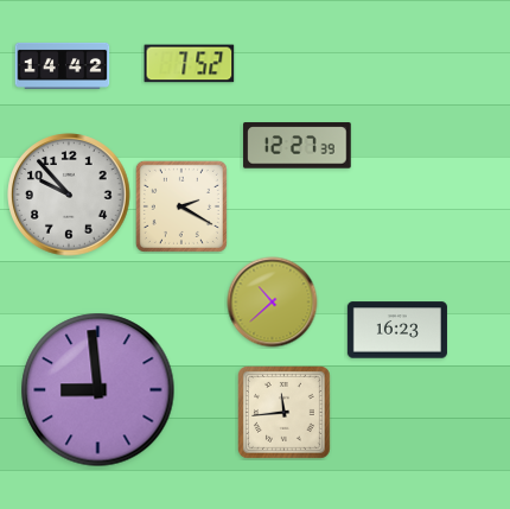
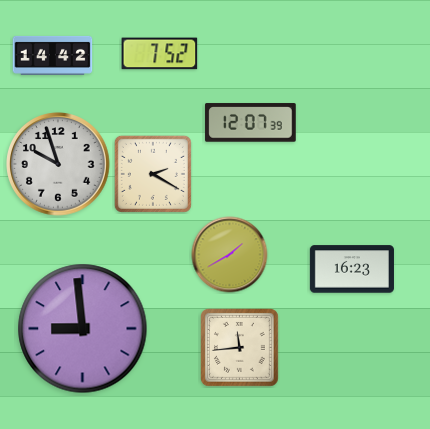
clock at (298, 146): 12:27 -> 12:07
clock at (69, 195): 9:53 -> 9:57
clock at (273, 303): 10:38 -> 1:40
clock at (397, 330) position: (397, 330) -> (352, 269)
